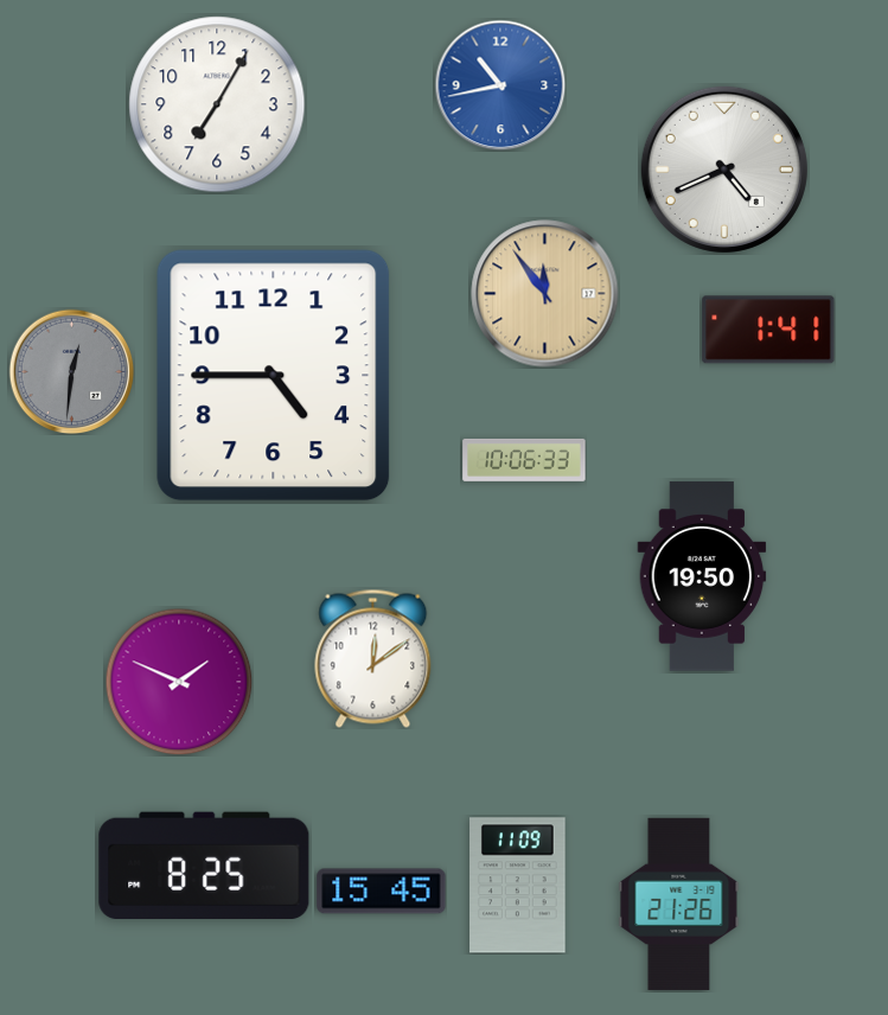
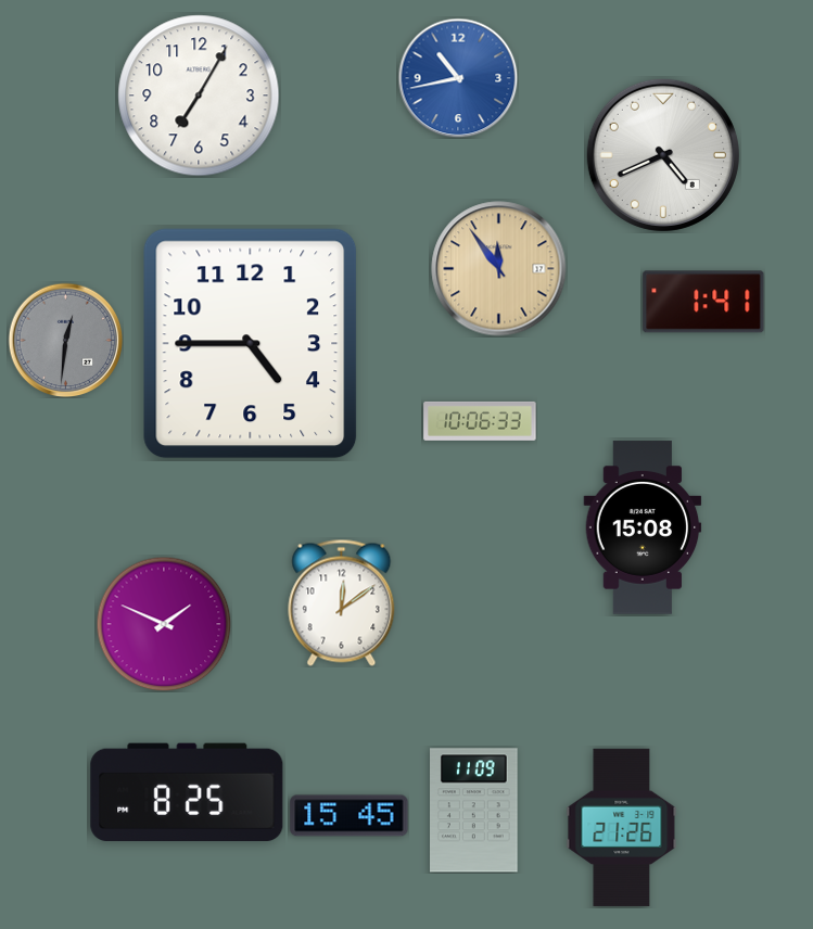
clock at (702, 576): 19:50 -> 15:08
